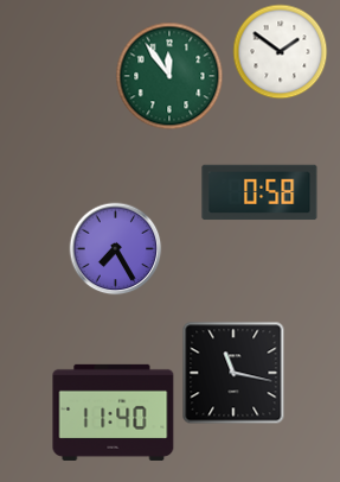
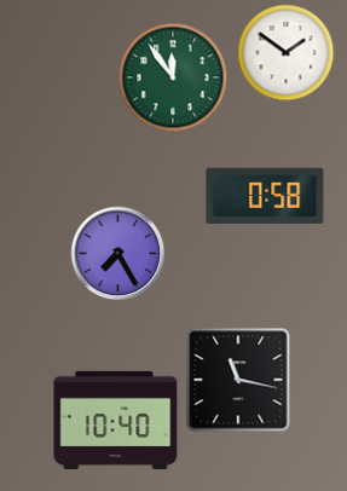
clock at (114, 412): 11:40 -> 10:40
